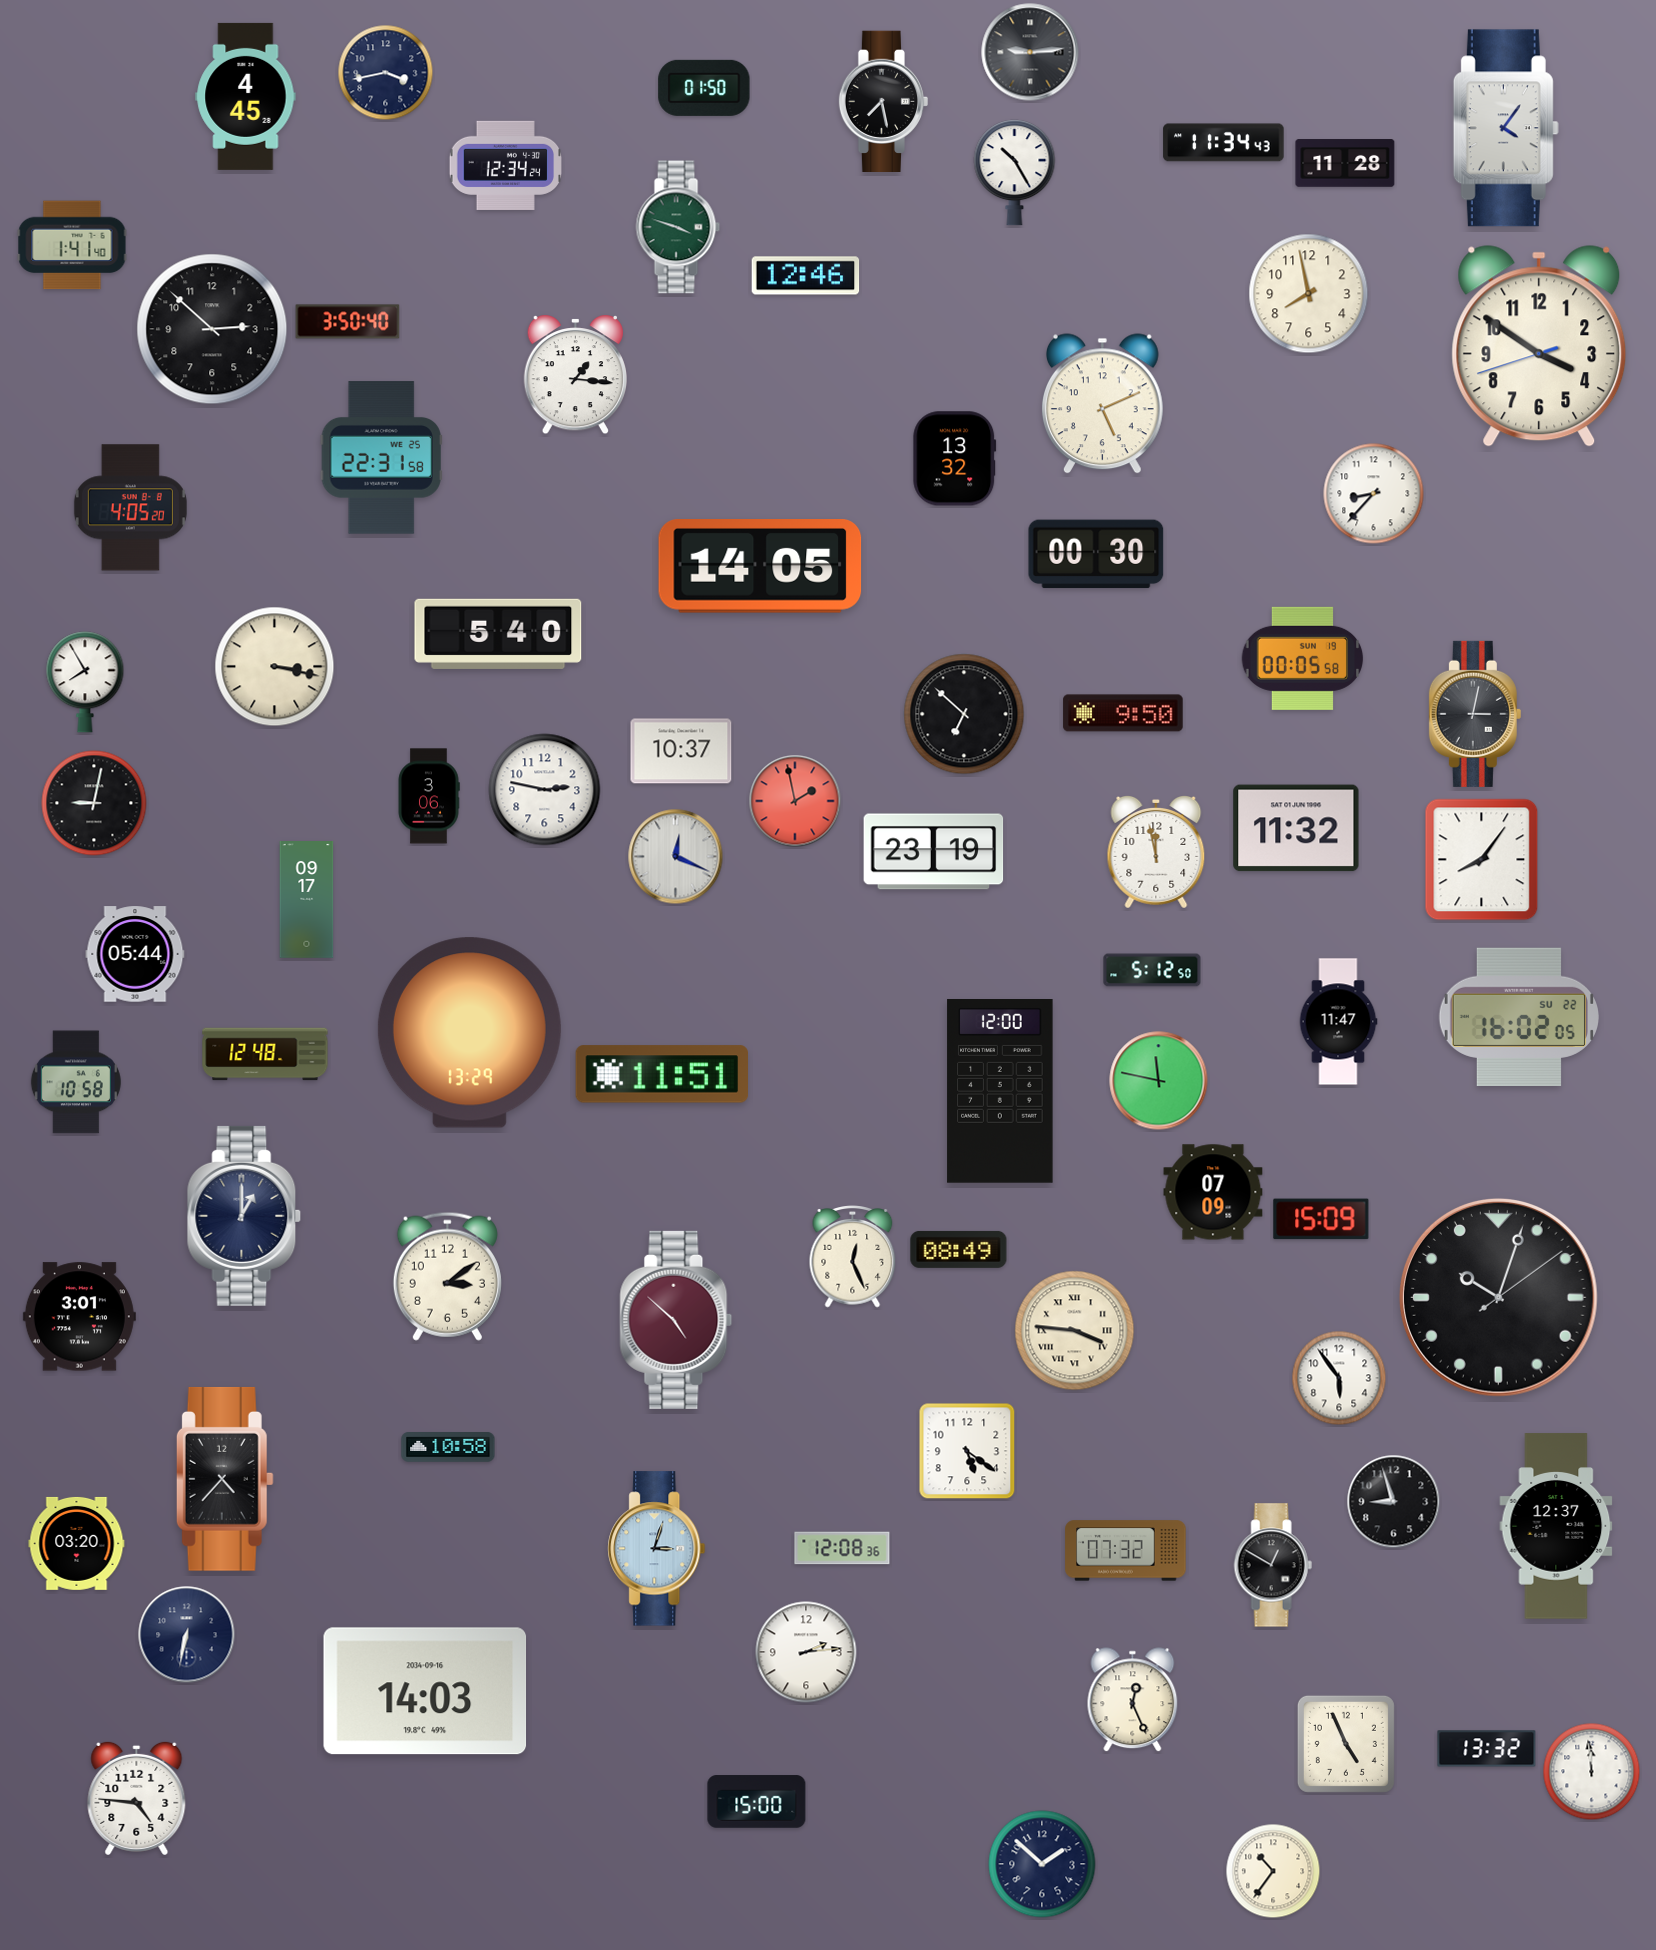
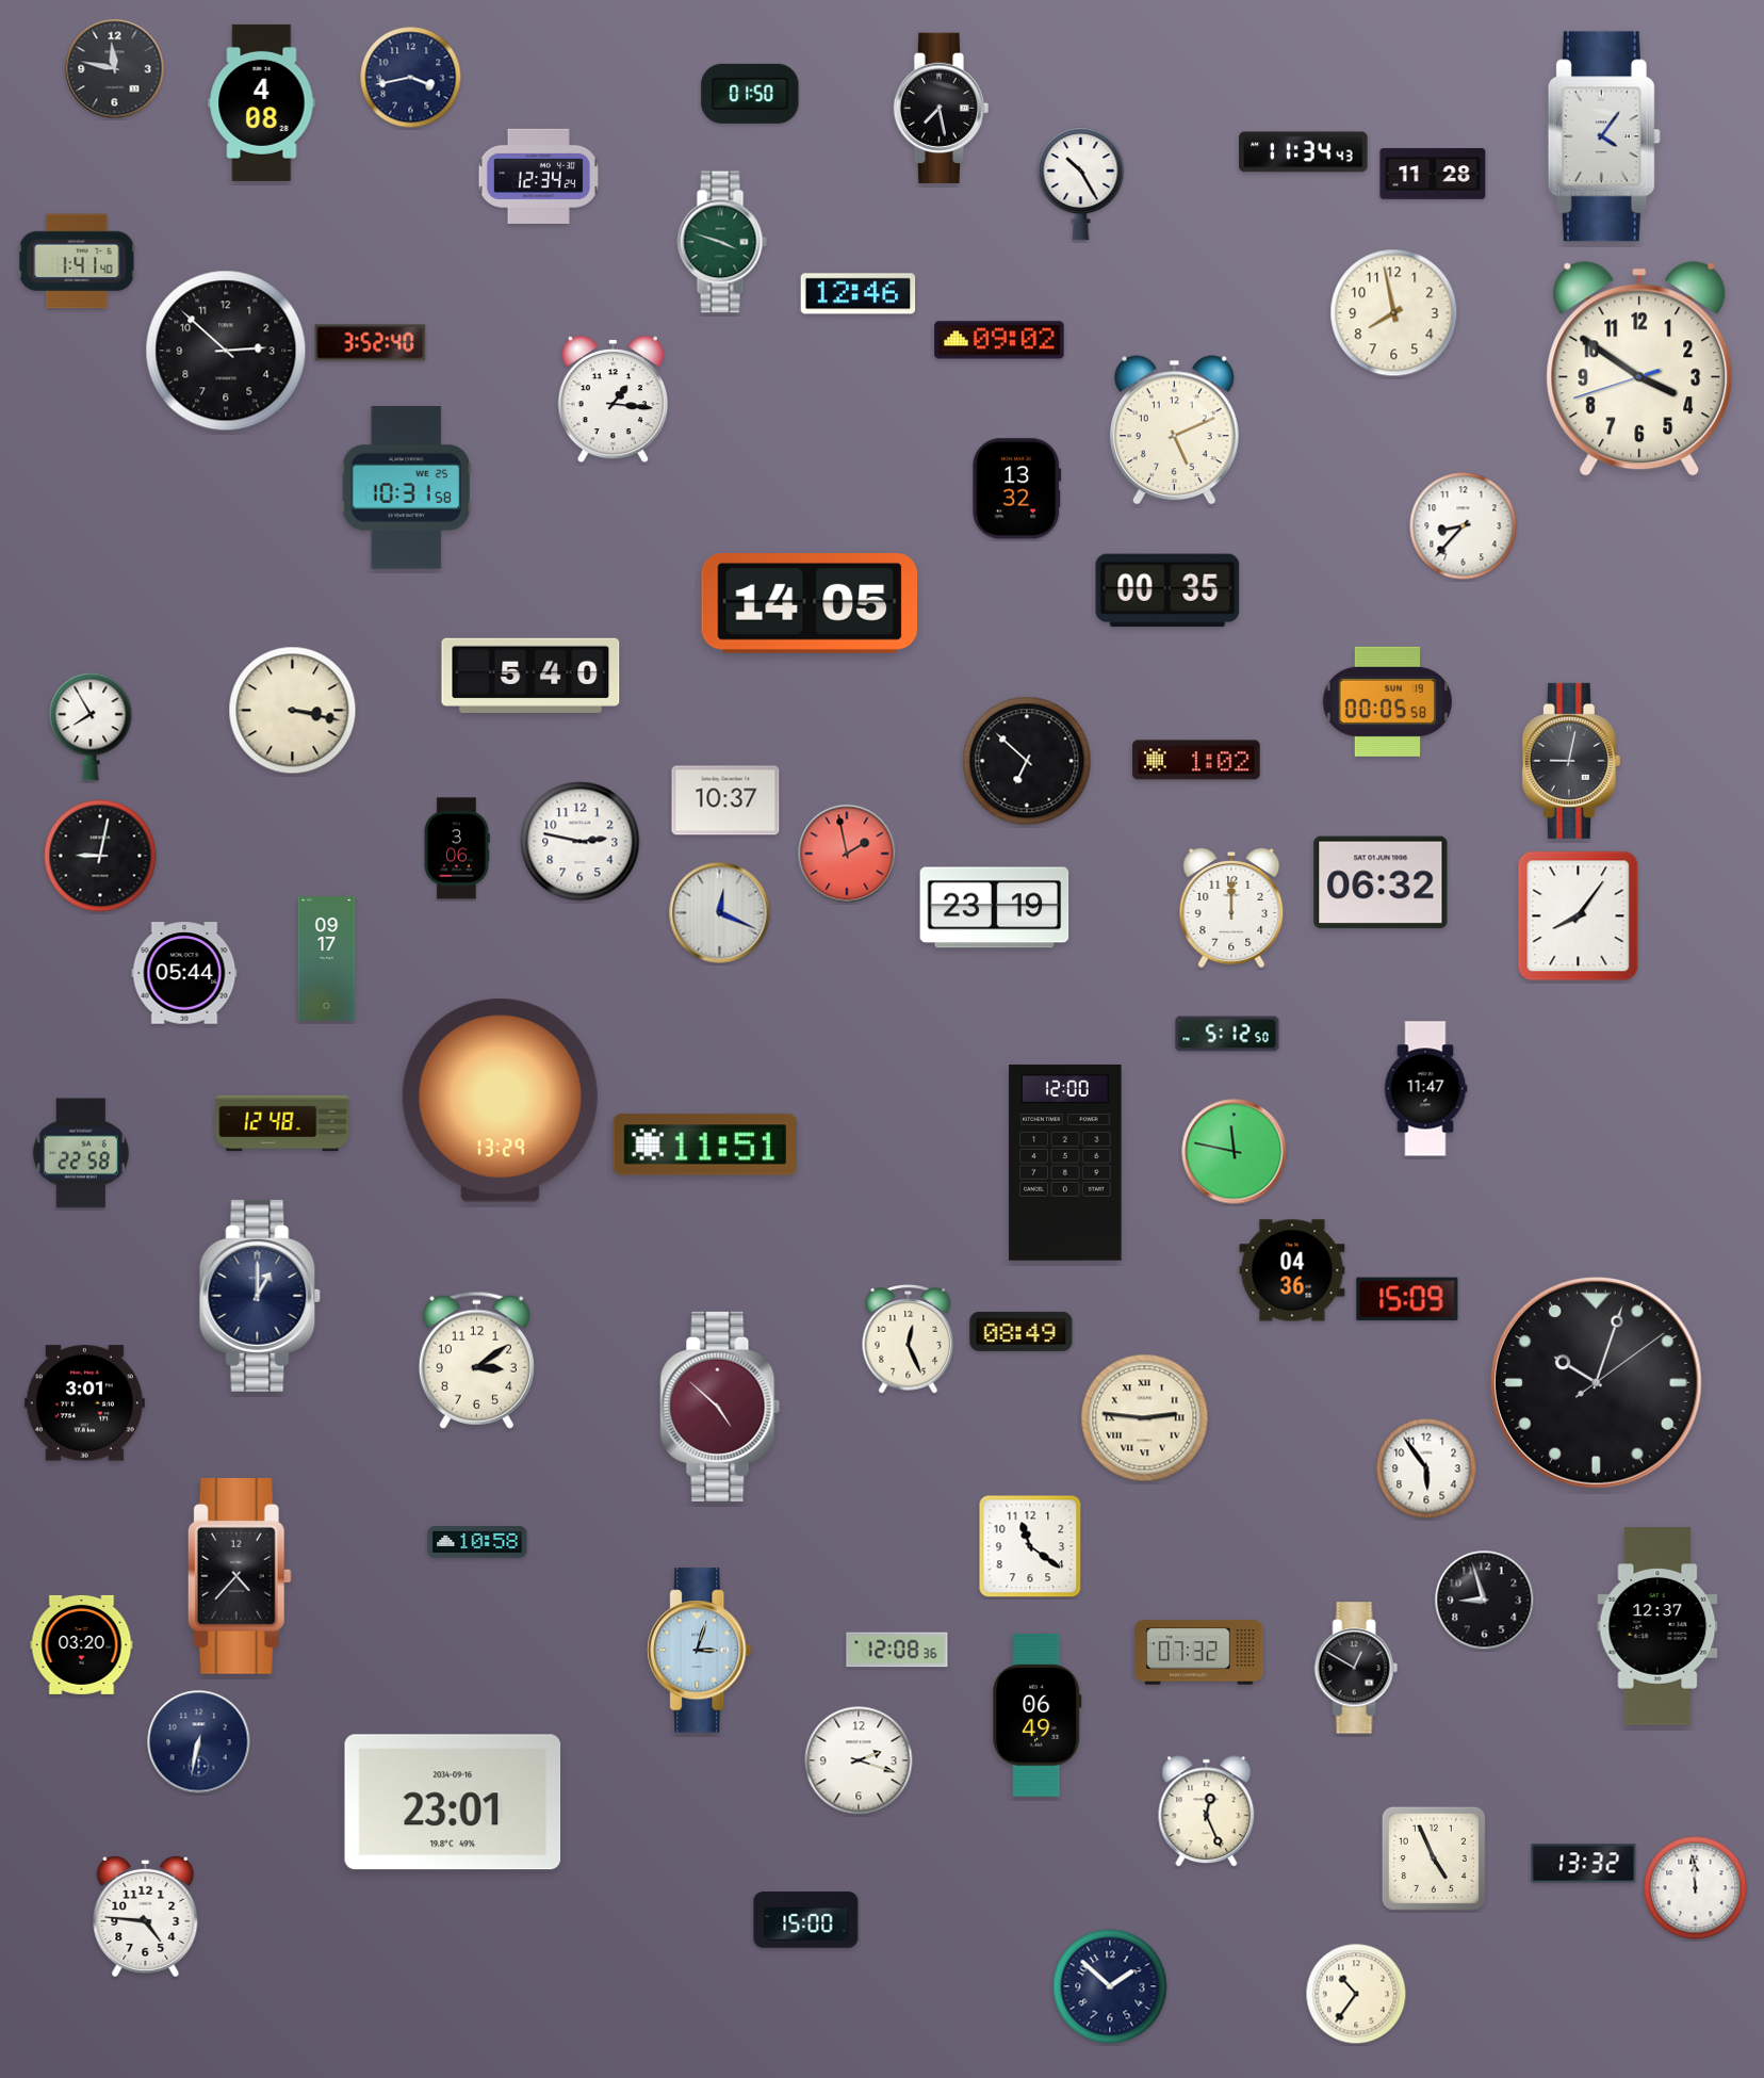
clock at (1030, 52): 9:14 -> none
clock at (115, 69): none -> 11:47
clock at (246, 96): 4:45 -> 4:08
clock at (999, 340): none -> 09:02
clock at (348, 322): 3:50 -> 3:52
clock at (381, 458): 22:31 -> 10:31
clock at (130, 508): 4:05 -> none
clock at (1096, 554): 00:30 -> 00:35
clock at (1123, 713): 9:50 -> 1:02
clock at (1475, 714): 3:02 -> 9:02
clock at (1296, 828): 11:32 -> 06:32
clock at (1156, 853): 11:58 -> 12:00
clock at (135, 954) position: (135, 954) -> (184, 973)
clock at (1518, 1016): 16:02 -> none
clock at (76, 1082): 10:58 -> 22:58
clock at (1213, 1192): 07:09 -> 04:36
clock at (1075, 1331): 3:46 -> 2:46
clock at (967, 1451): 5:21 -> 11:21
clock at (1038, 1716): none -> 06:49
clock at (806, 1652): 2:14 -> 2:18
clock at (425, 1691): 14:03 -> 23:01
